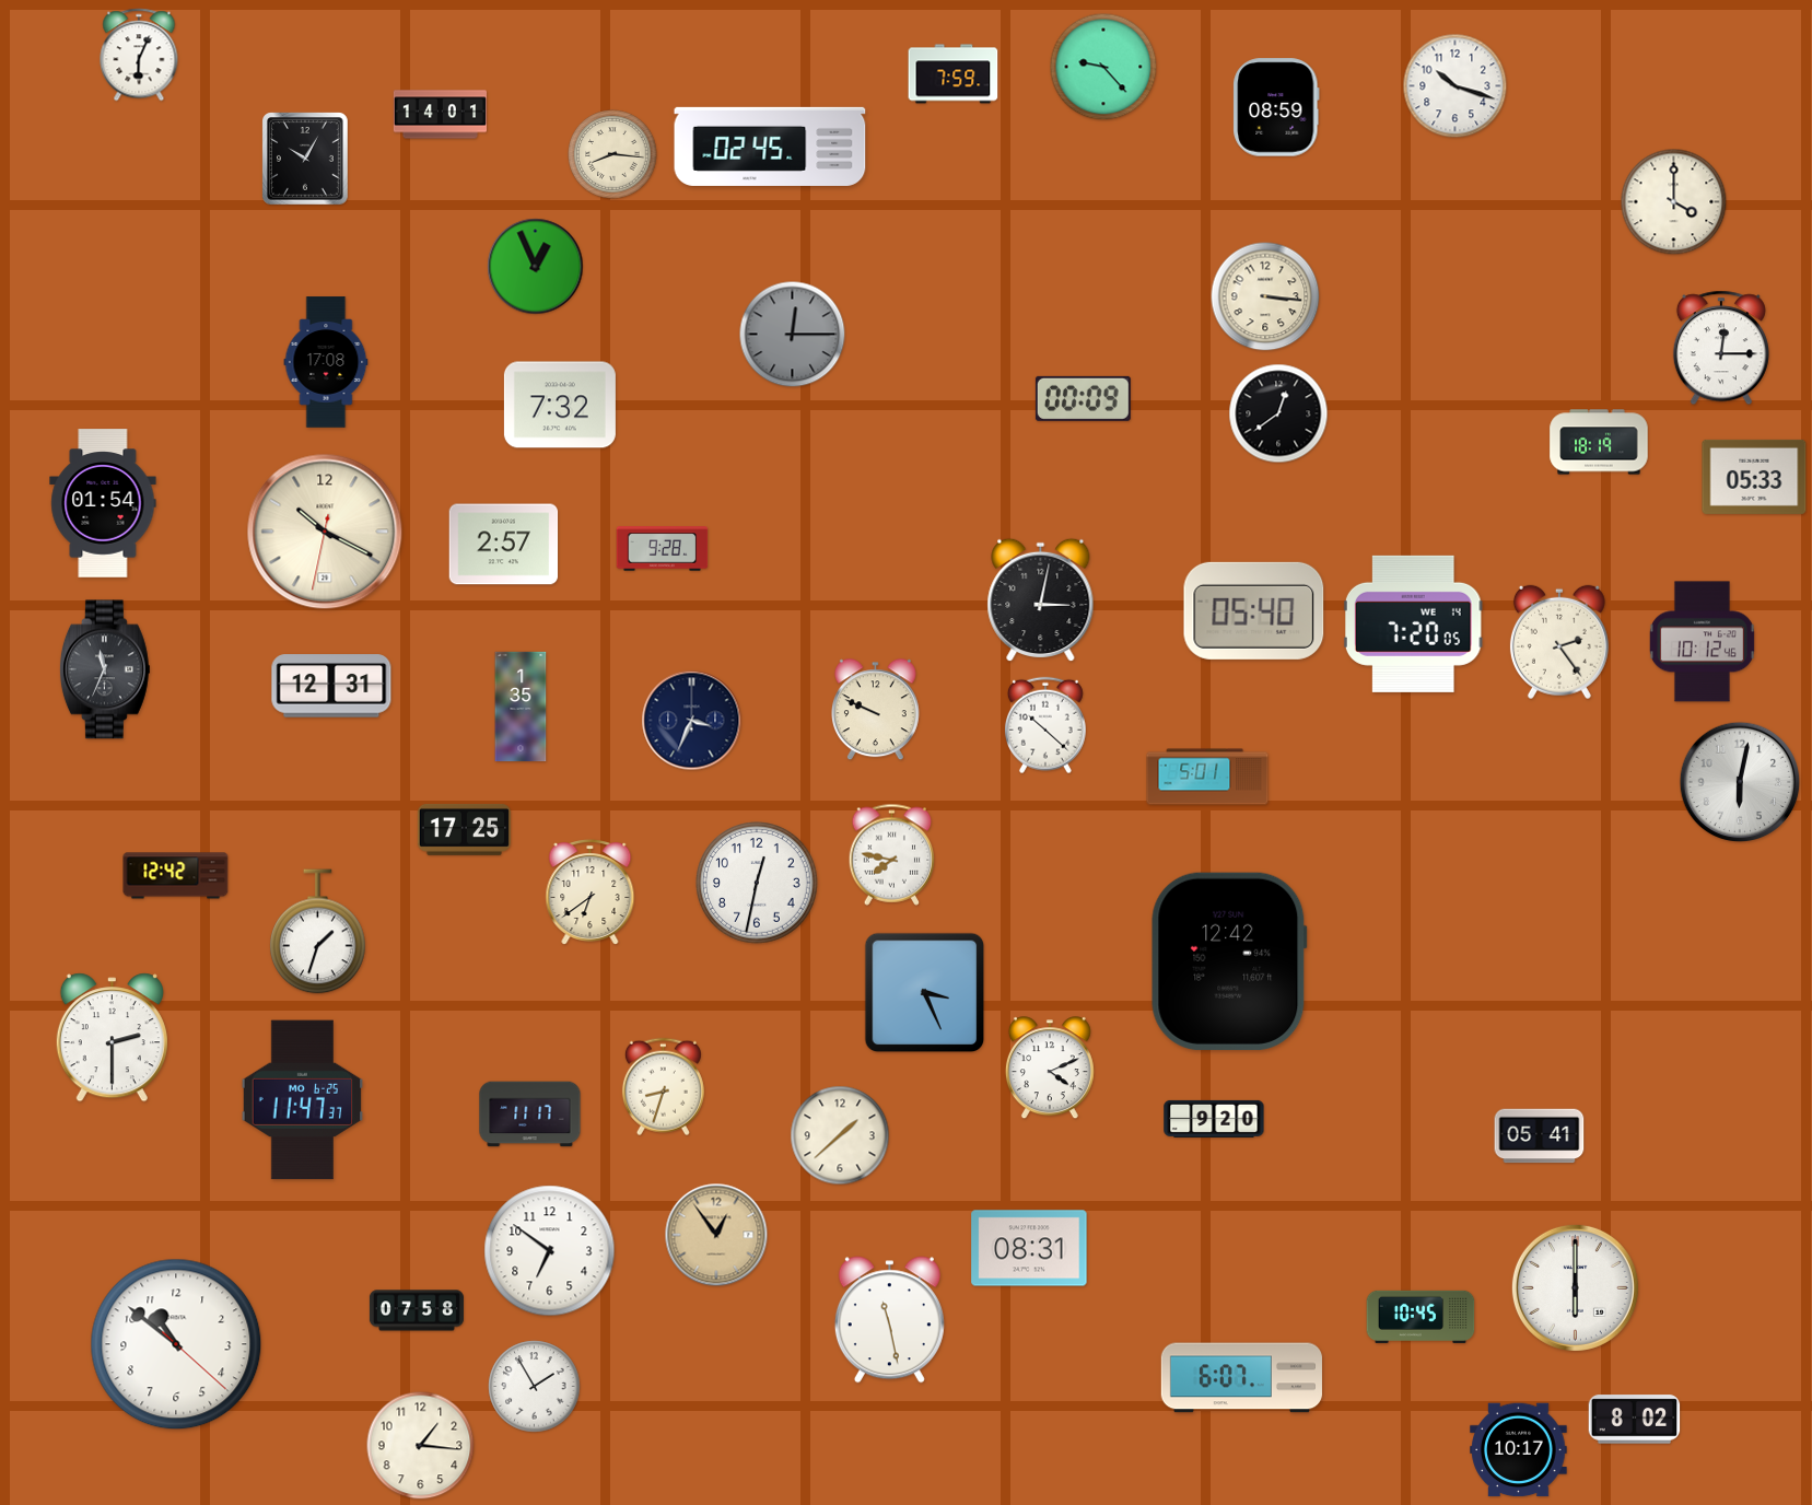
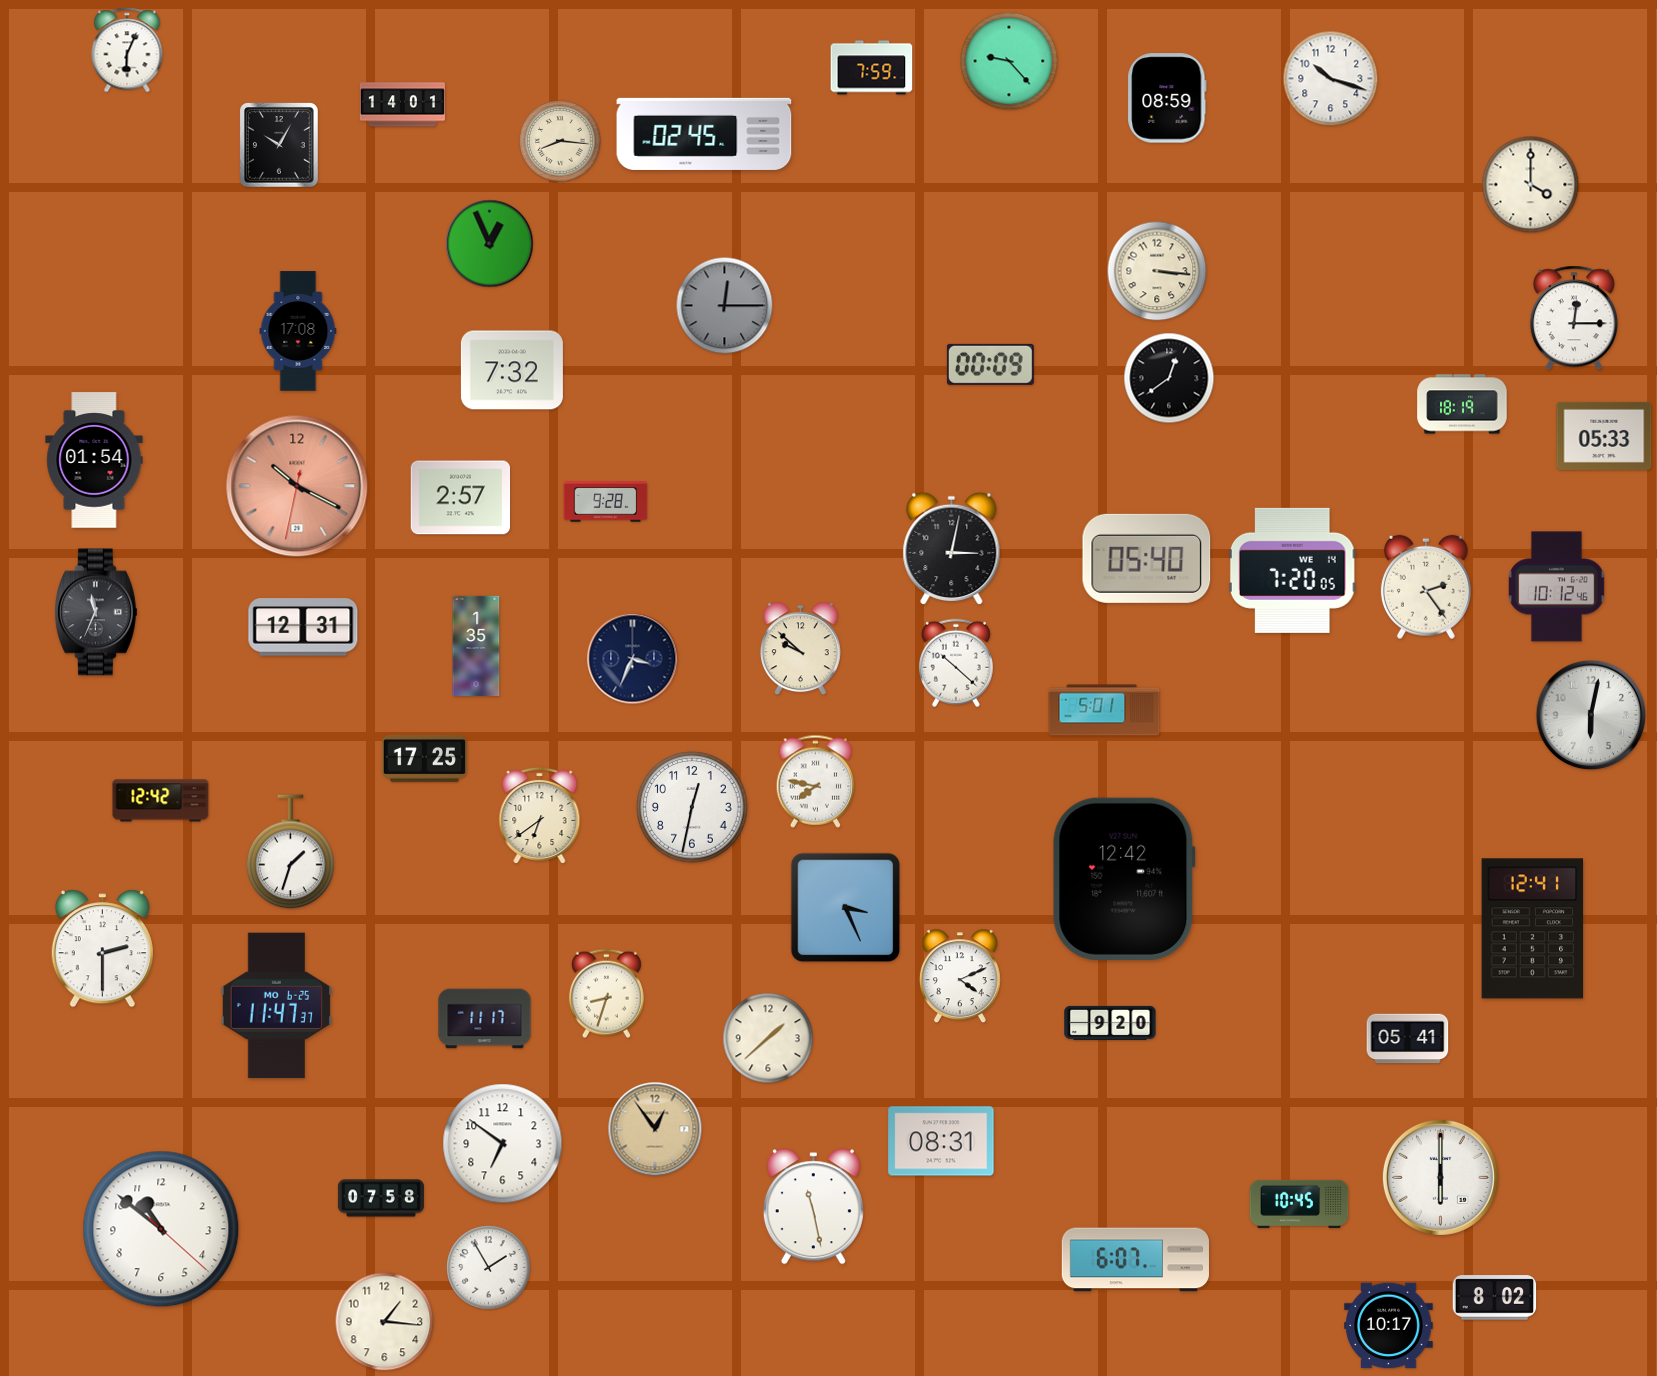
clock at (325, 532) dial: cream -> salmon
clock at (875, 710): 9:49 -> 9:52
clock at (1533, 929): none -> 12:41
